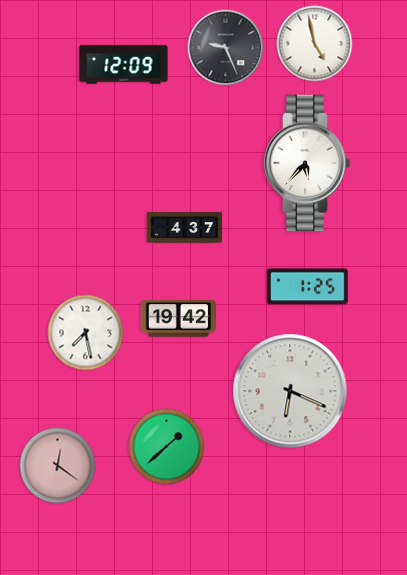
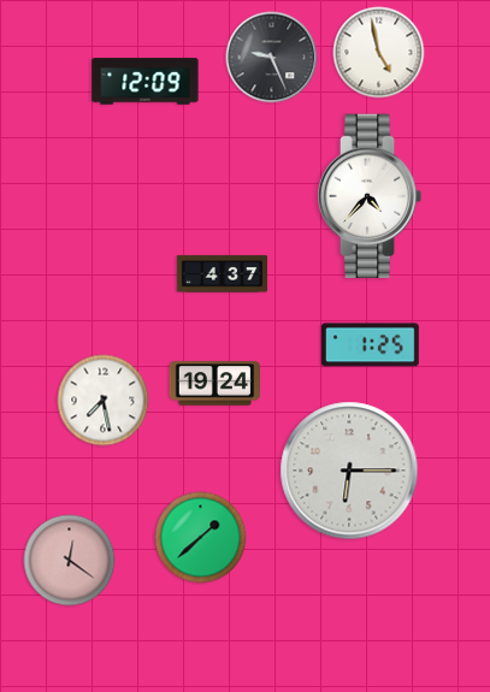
clock at (124, 65) position: (124, 65) -> (146, 82)
clock at (307, 163): 5:37 -> 4:37
clock at (178, 319): 19:42 -> 19:24
clock at (290, 391): 6:19 -> 6:15
